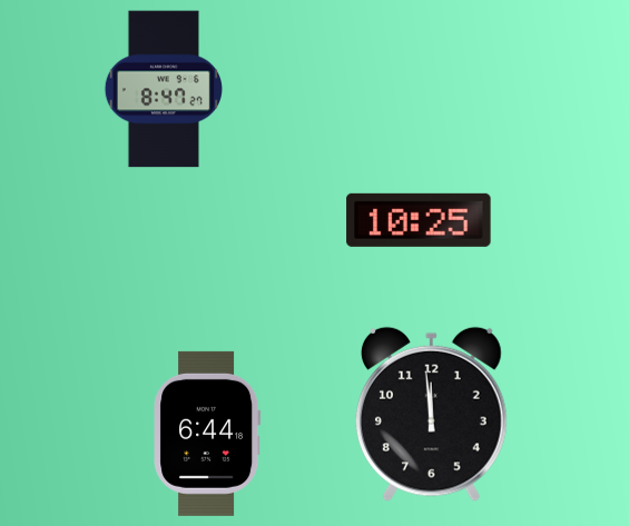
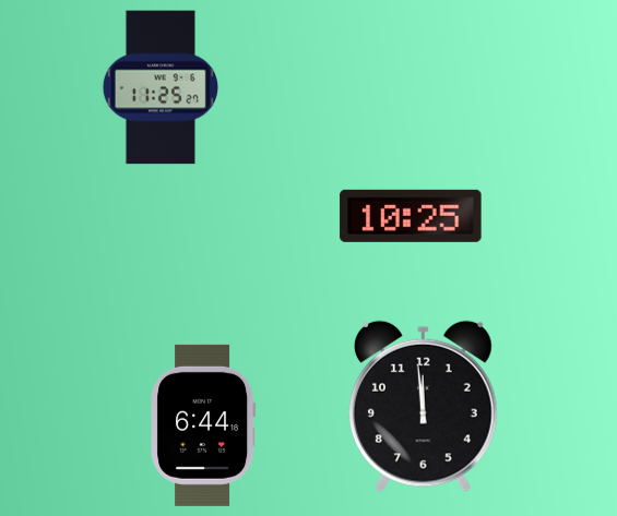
clock at (164, 89): 8:47 -> 11:25
